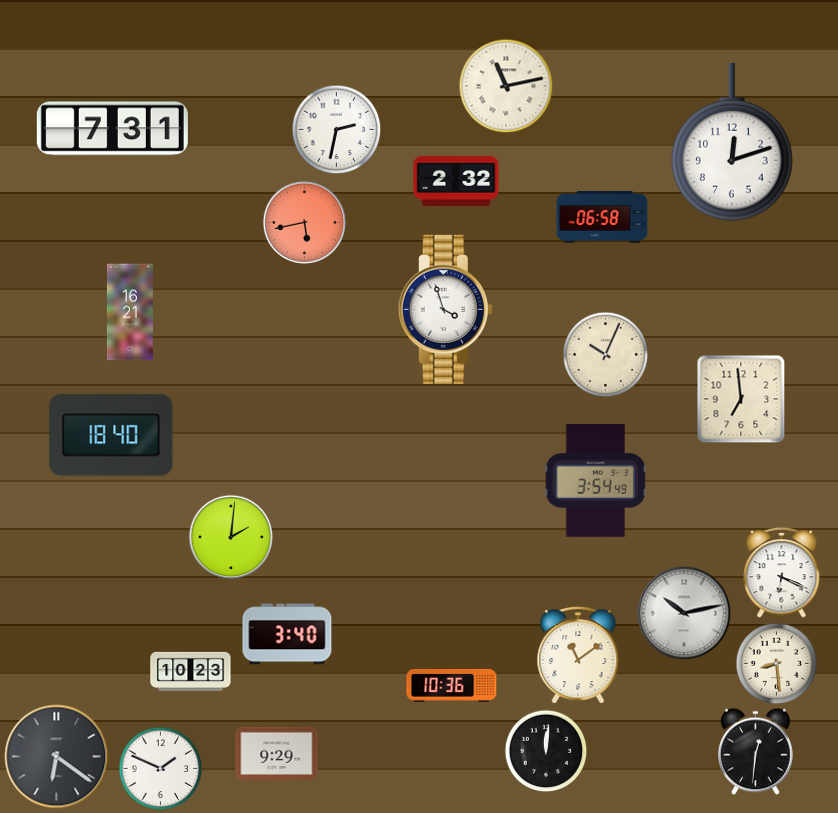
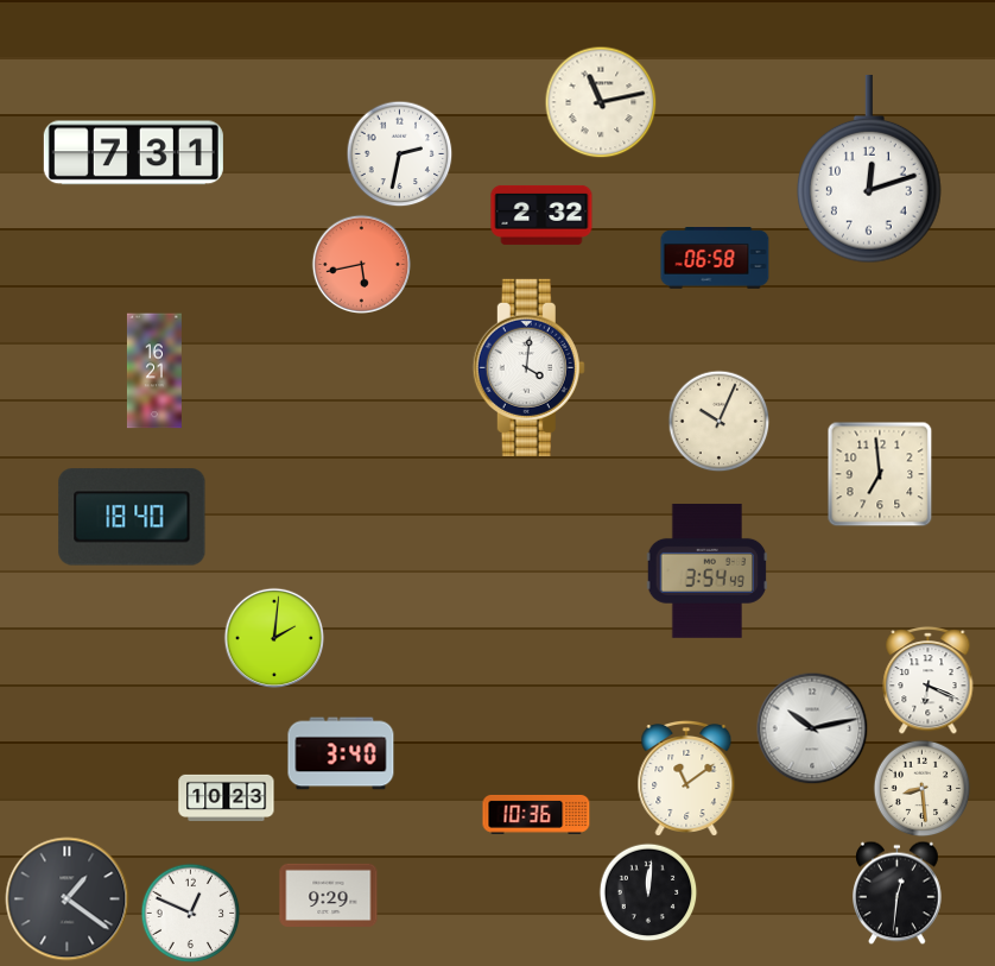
clock at (445, 309): 3:57 -> 4:01
clock at (57, 757): 6:21 -> 1:21
clock at (160, 768): 1:49 -> 12:49
